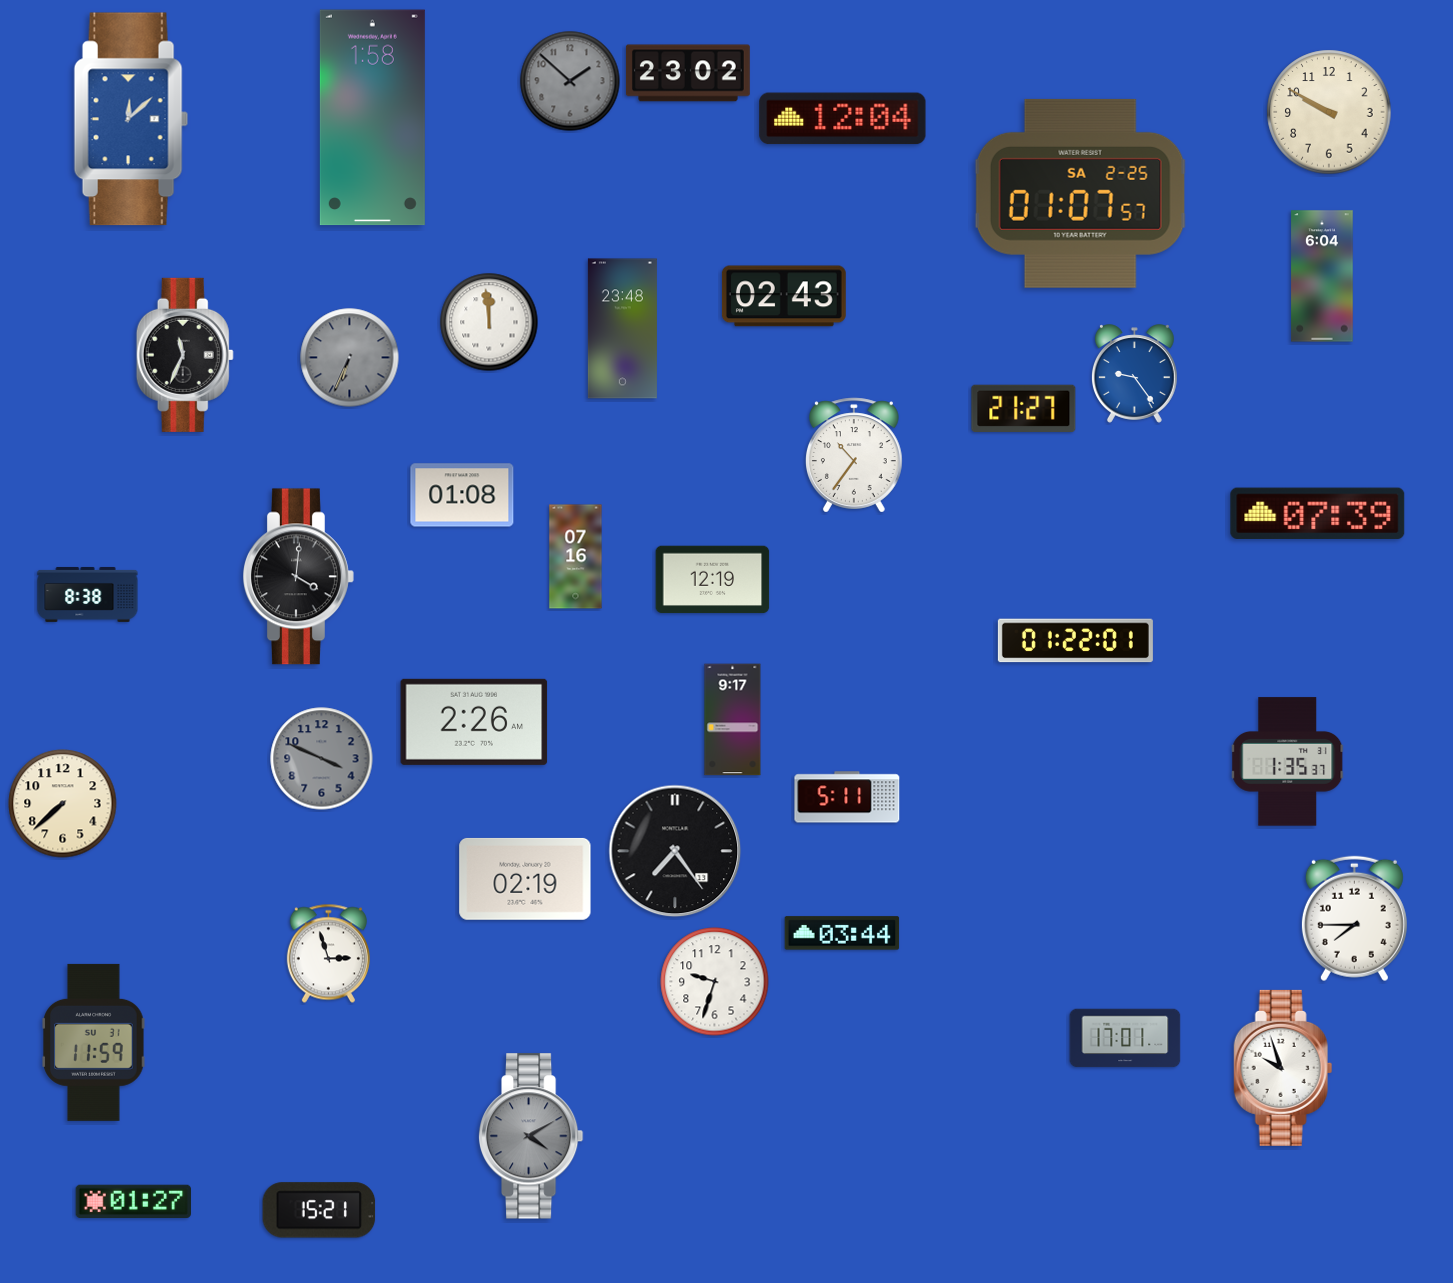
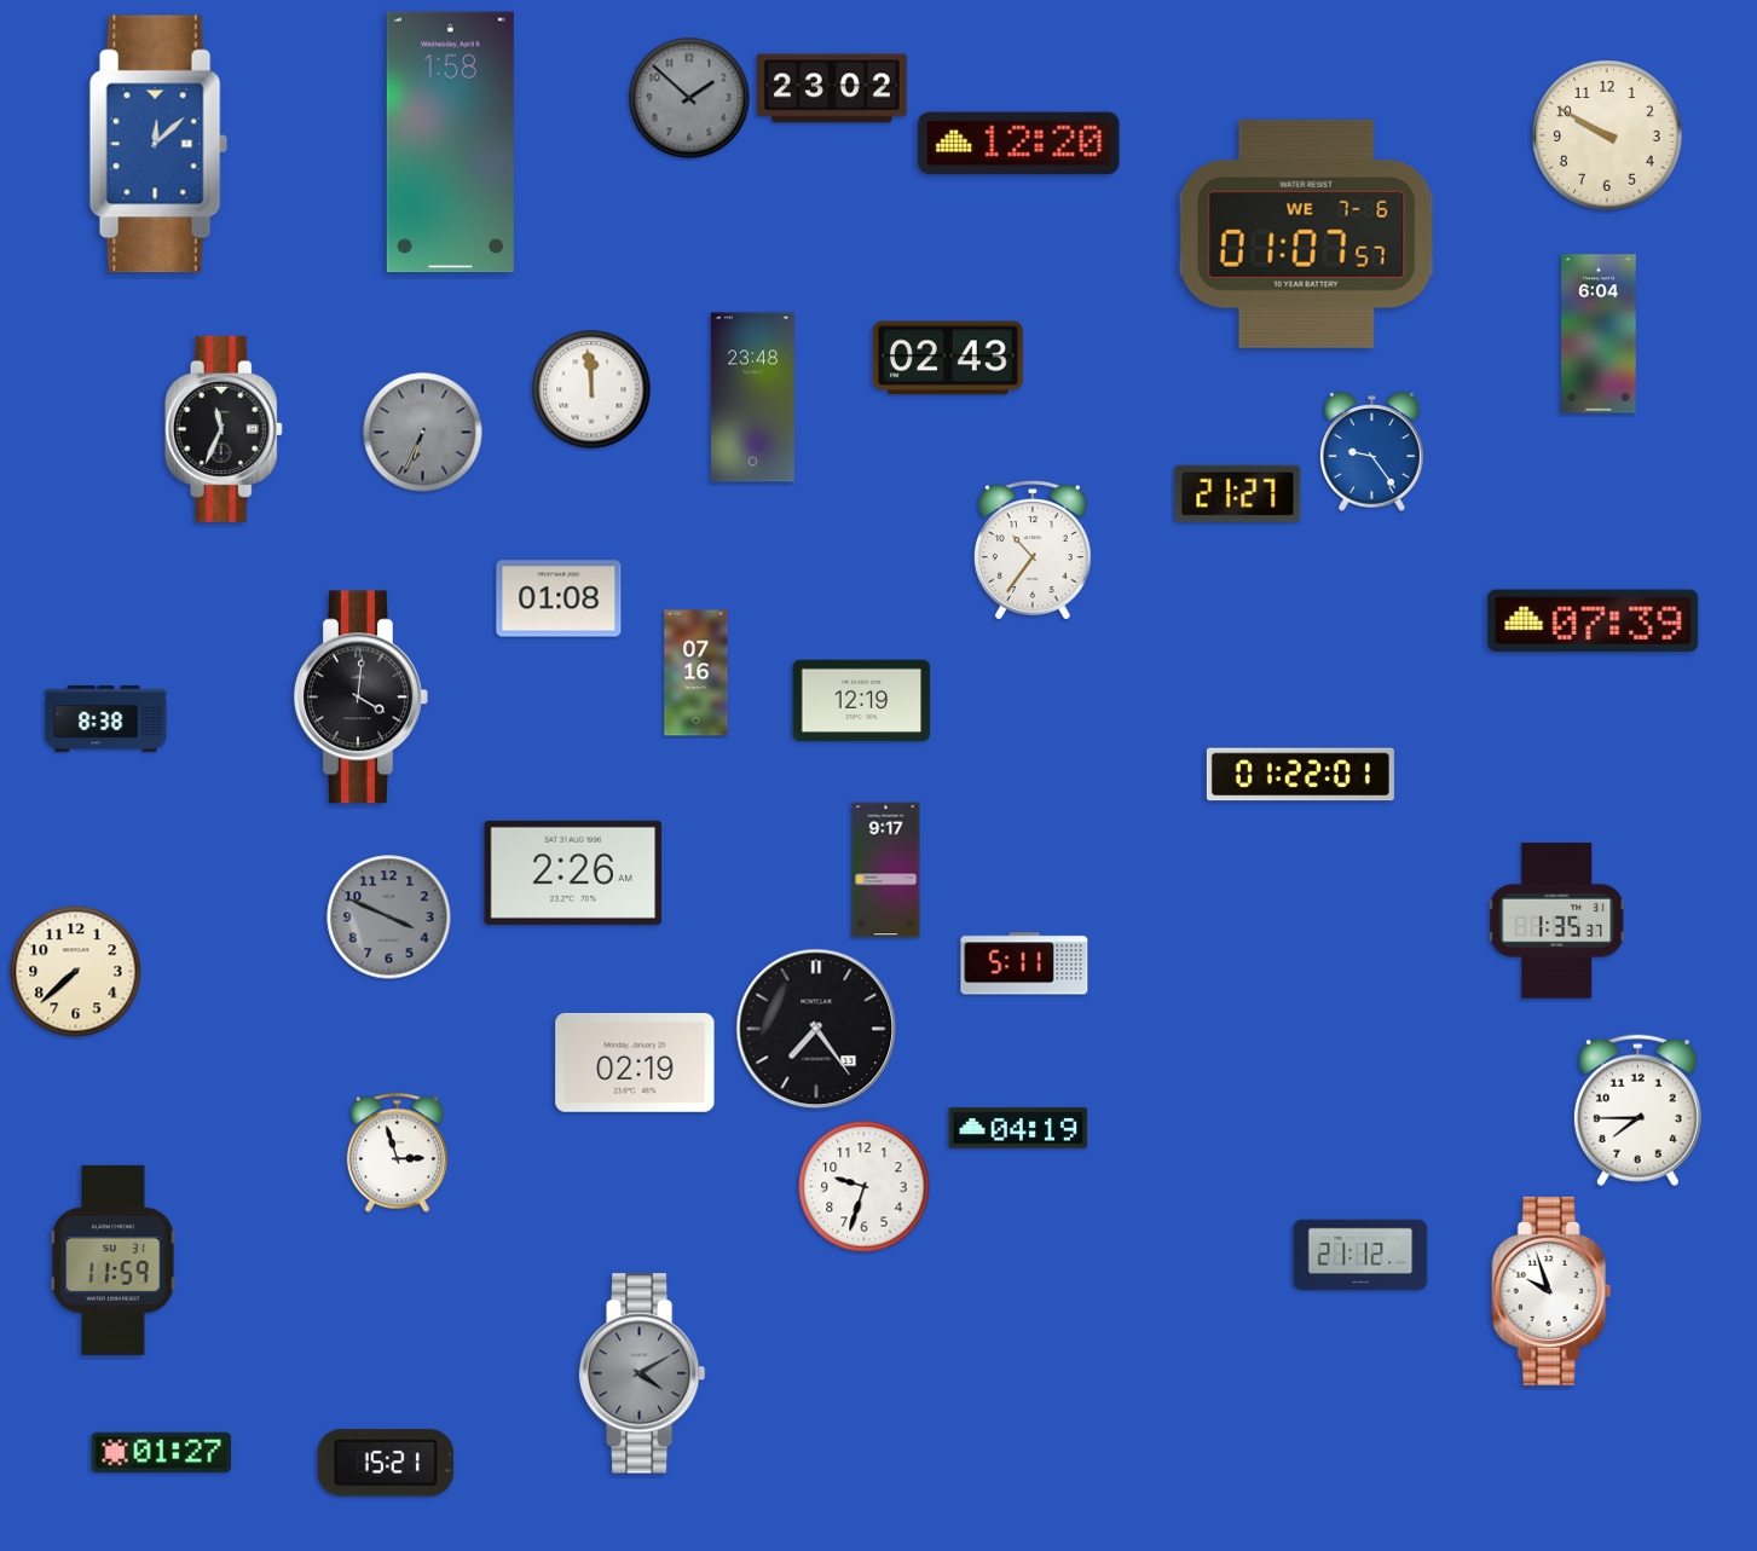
clock at (843, 119): 12:04 -> 12:20
clock at (1080, 193) date: SA 2-25 -> WE 7-6
clock at (842, 933): 03:44 -> 04:19
clock at (1125, 1038): 17:01 -> 21:12
